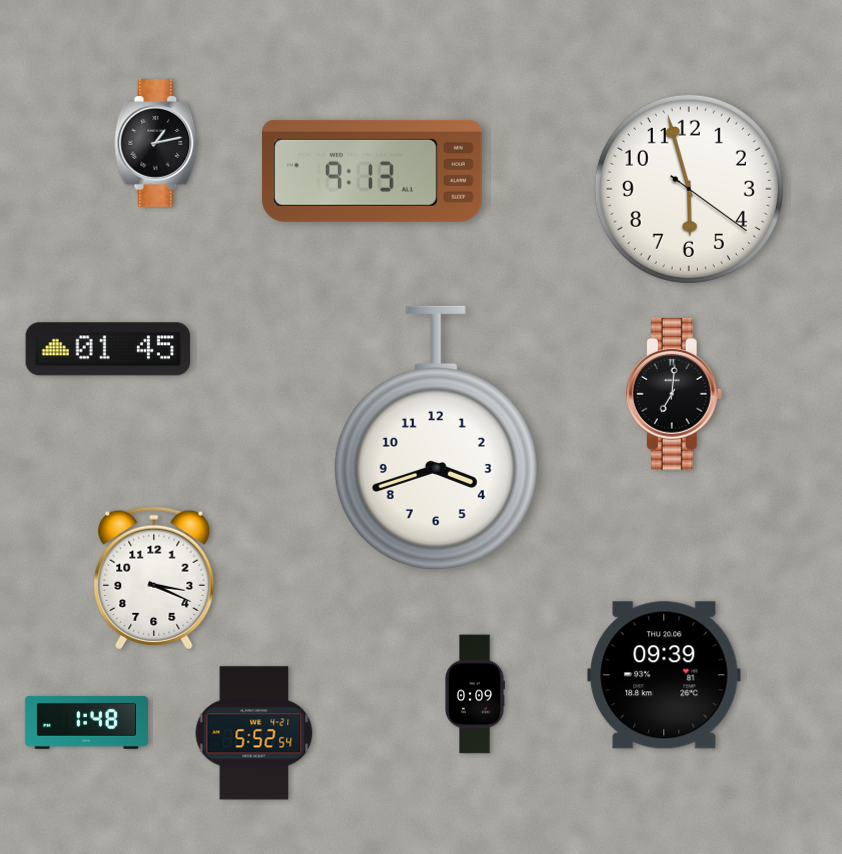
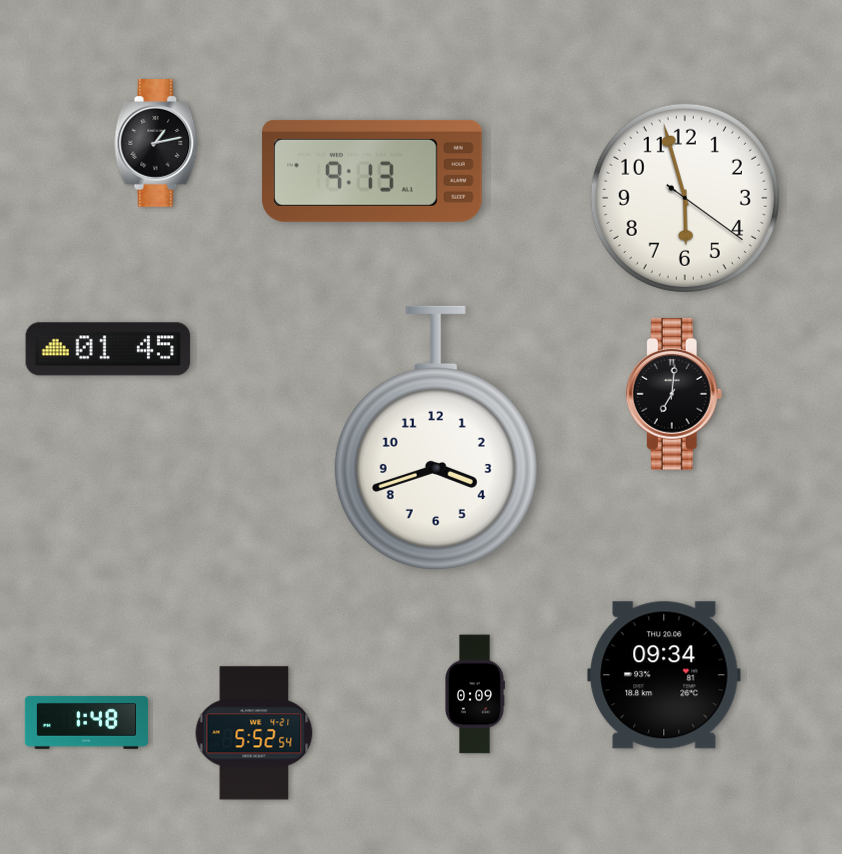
clock at (689, 189) position: (689, 189) -> (685, 198)
clock at (154, 578): 3:19 -> none
clock at (664, 675): 09:39 -> 09:34
